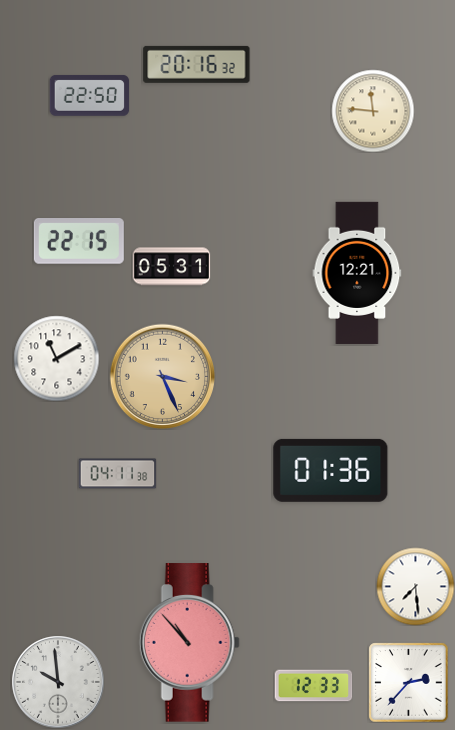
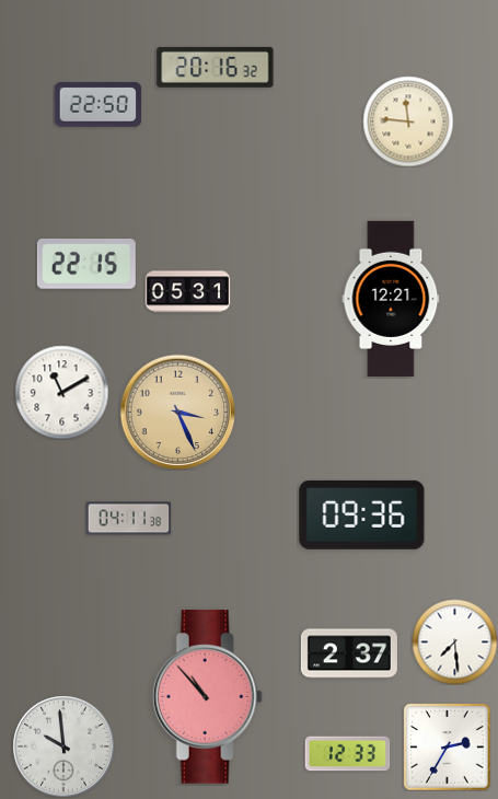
clock at (197, 64) position: (197, 64) -> (216, 67)
clock at (331, 470): 01:36 -> 09:36
clock at (349, 653): none -> 2:37
clock at (189, 643) position: (189, 643) -> (207, 697)
clock at (408, 682): 2:37 -> 2:35
clock at (313, 686) position: (313, 686) -> (347, 754)
